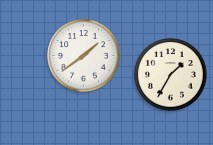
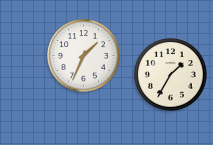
clock at (84, 56): 1:39 -> 1:34
